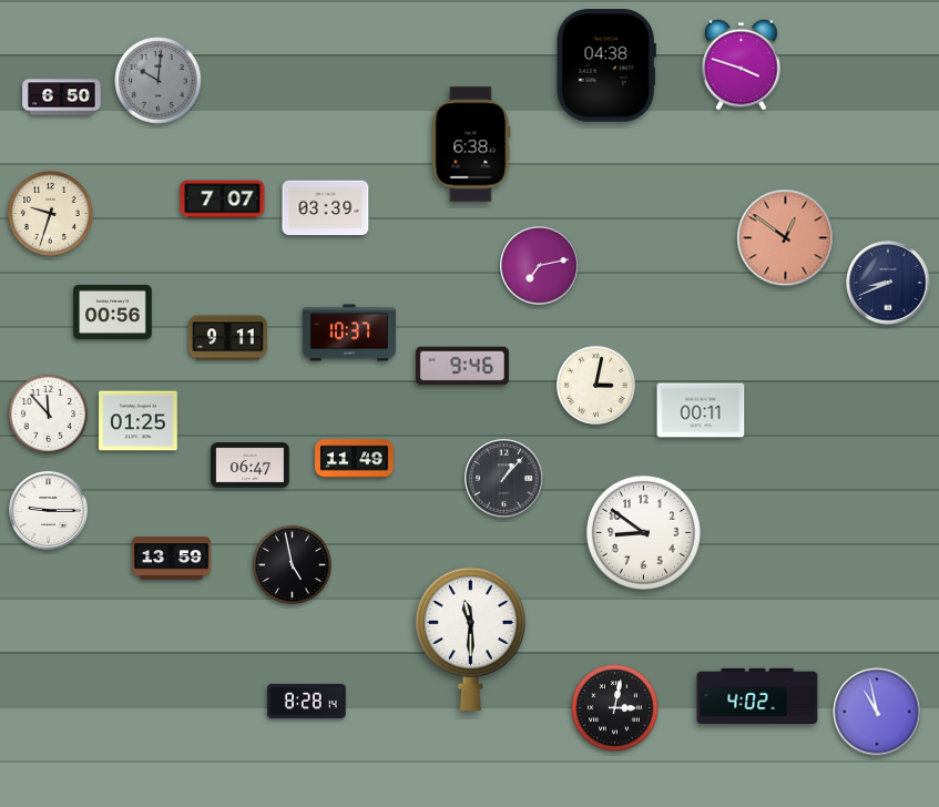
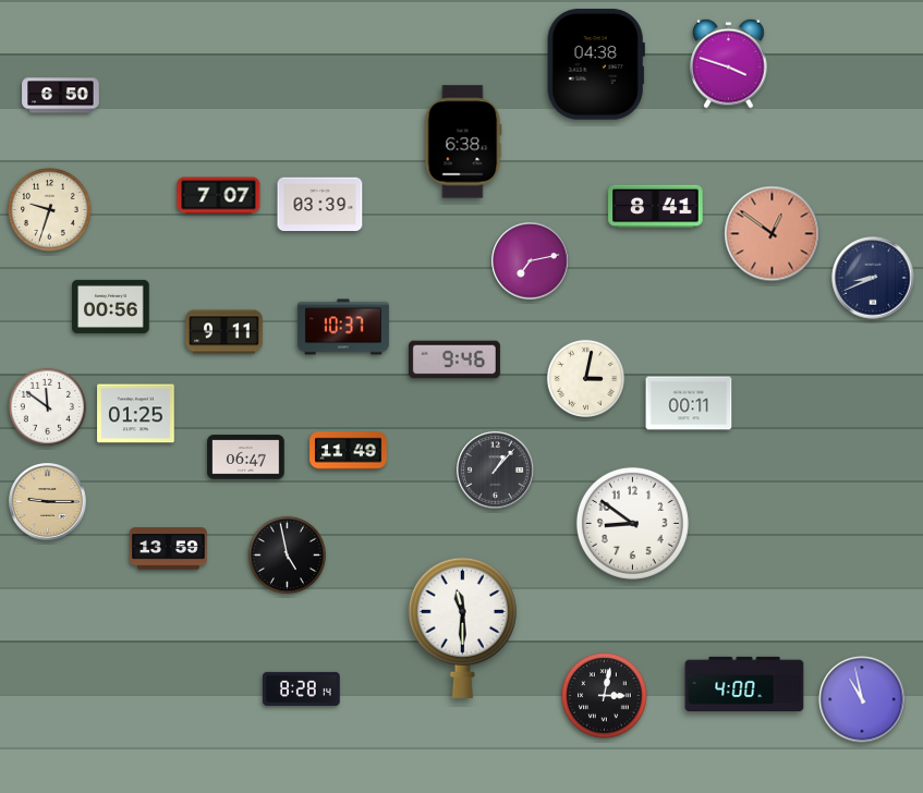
clock at (159, 81): 10:01 -> none
clock at (656, 207): none -> 8:41
clock at (48, 413): 11:53 -> 11:51
clock at (49, 511) dial: white -> champagne
clock at (757, 695): 4:02 -> 4:00
